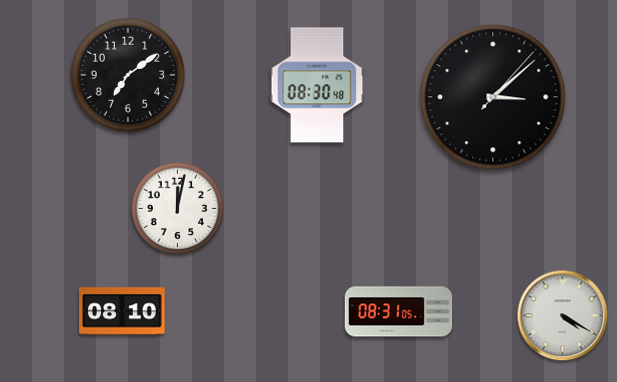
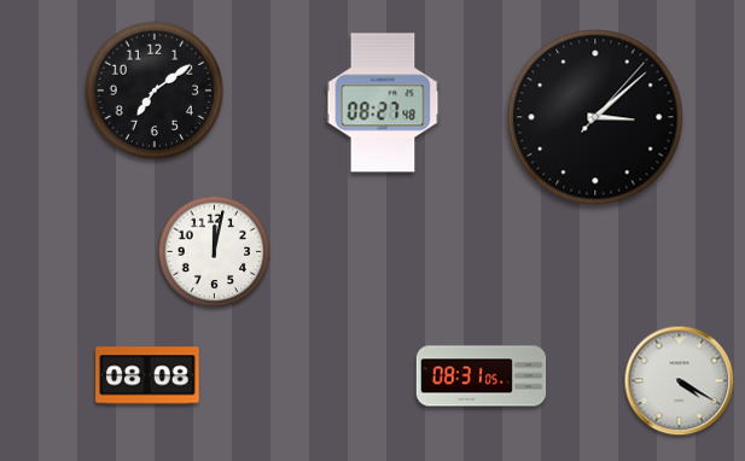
clock at (317, 85): 08:30 -> 08:27
clock at (122, 311): 08:10 -> 08:08
